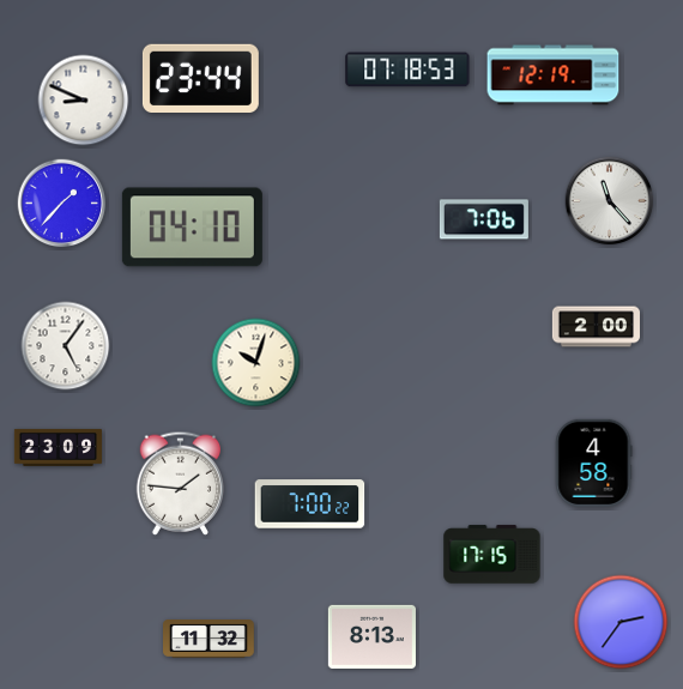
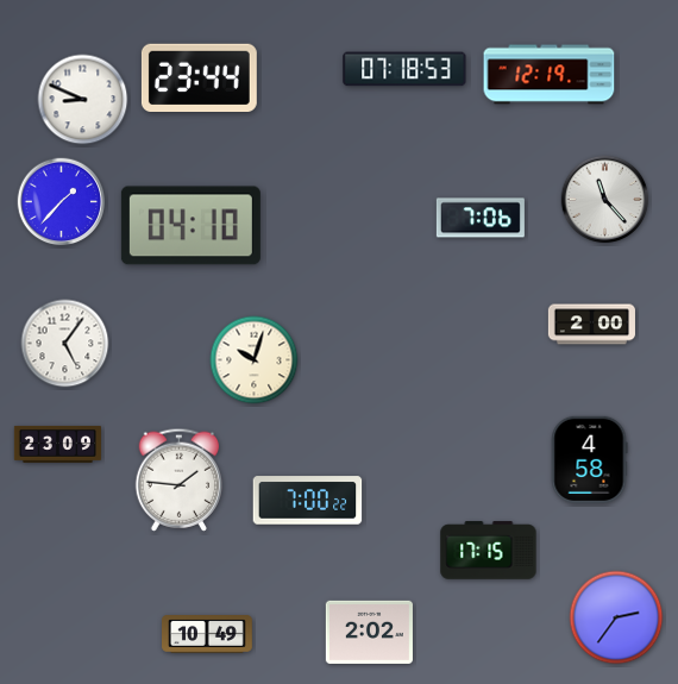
clock at (371, 636): 8:13 -> 2:02
clock at (210, 640): 11:32 -> 10:49
